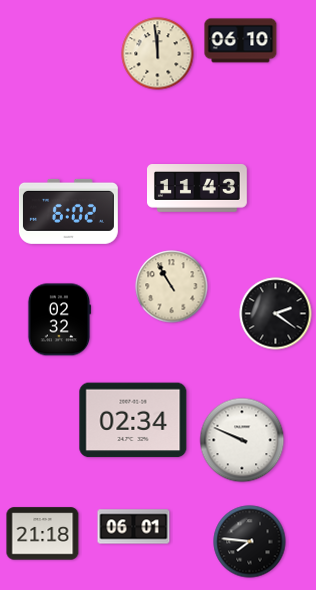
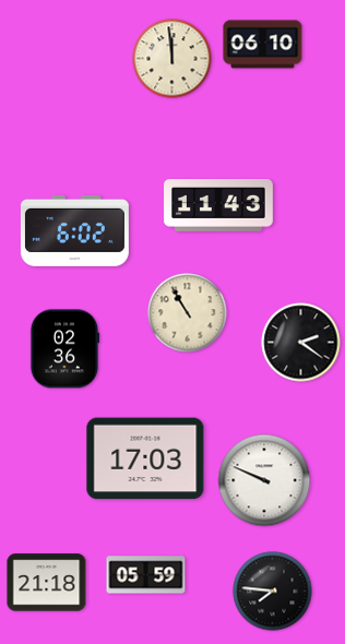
clock at (198, 189) position: (198, 189) -> (219, 206)
clock at (59, 320): 02:32 -> 02:36
clock at (133, 420): 02:34 -> 17:03
clock at (134, 527): 06:01 -> 05:59
